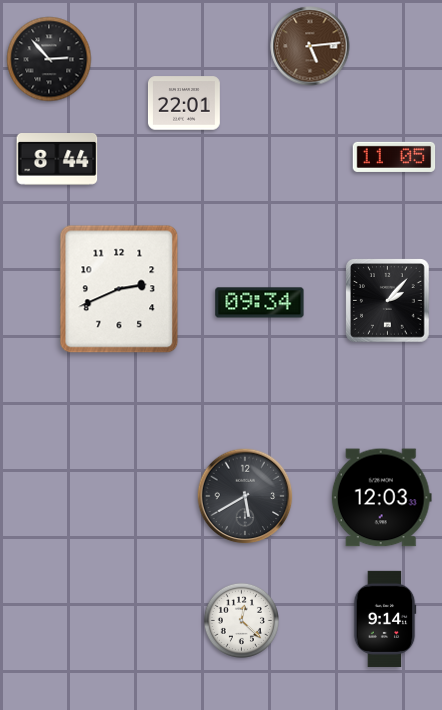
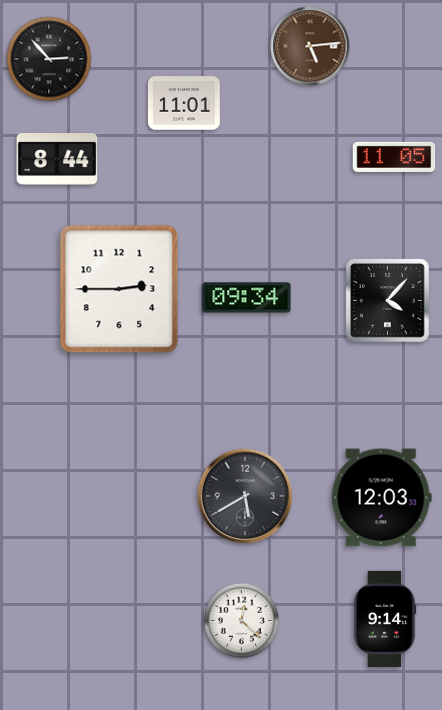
clock at (184, 103): 22:01 -> 11:01
clock at (119, 289): 2:41 -> 2:45
clock at (388, 301): 2:07 -> 4:07
clock at (260, 303) position: (260, 303) -> (247, 298)
